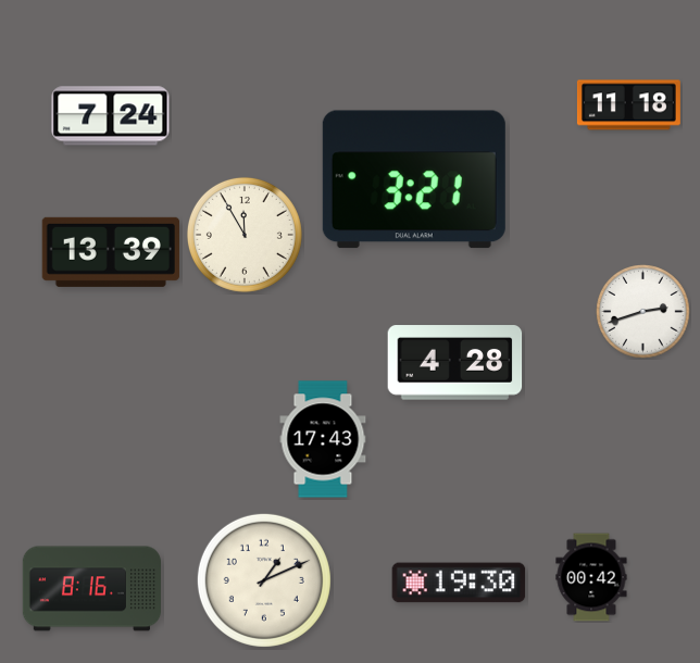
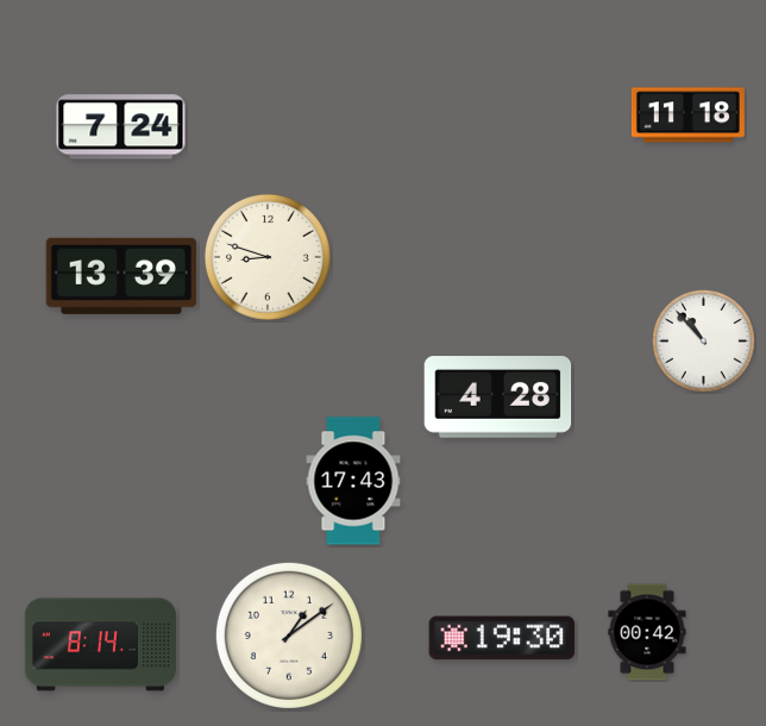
clock at (414, 179): 3:21 -> none
clock at (245, 235): 11:55 -> 8:48
clock at (643, 312): 2:42 -> 10:53
clock at (264, 580): 1:11 -> 1:09
clock at (91, 589): 8:16 -> 8:14
